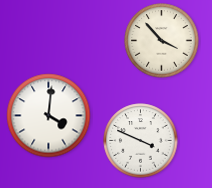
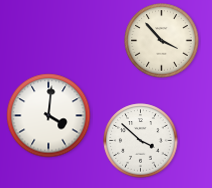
clock at (141, 141): 3:49 -> 3:52
